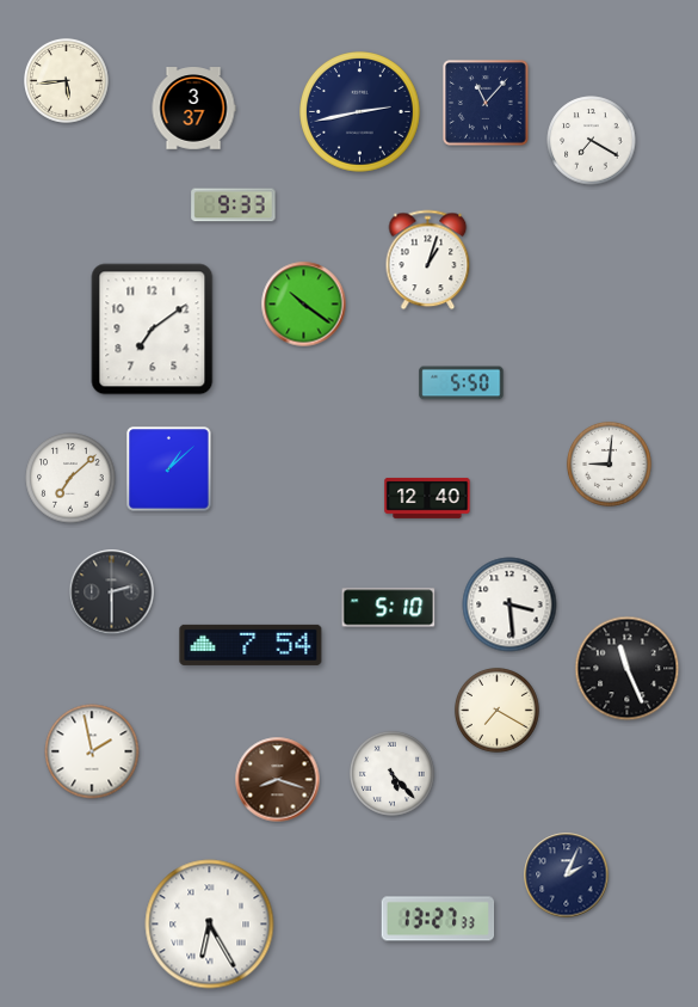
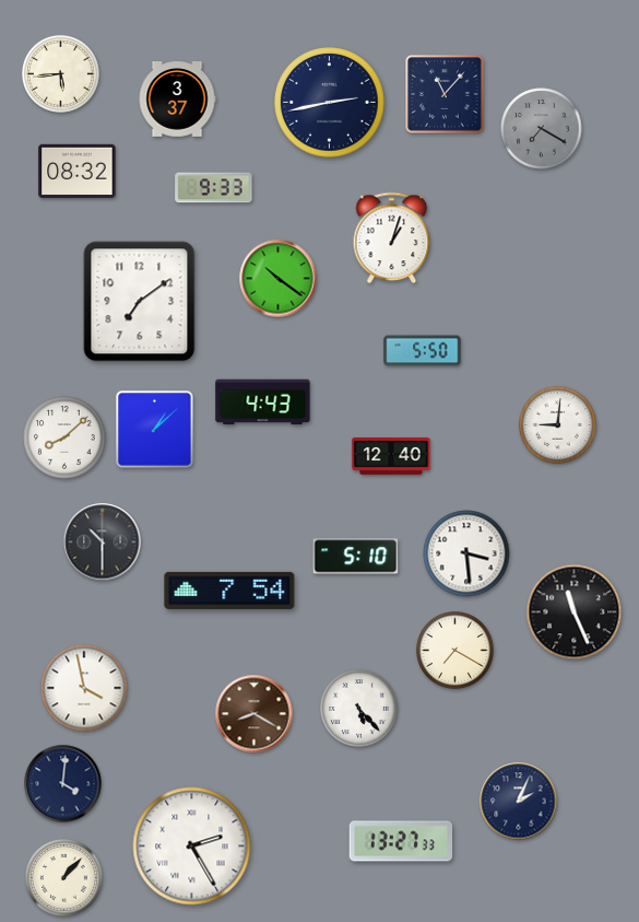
clock at (592, 141) dial: white -> grey
clock at (78, 171): none -> 08:32
clock at (263, 402): none -> 4:43
clock at (70, 478): 7:08 -> 8:08
clock at (112, 592): 2:30 -> 10:30
clock at (92, 751): 1:58 -> 3:58
clock at (278, 780): 8:18 -> 8:20
clock at (63, 784): none -> 4:01
clock at (210, 925): 6:25 -> 2:25
clock at (63, 877): none -> 1:07
